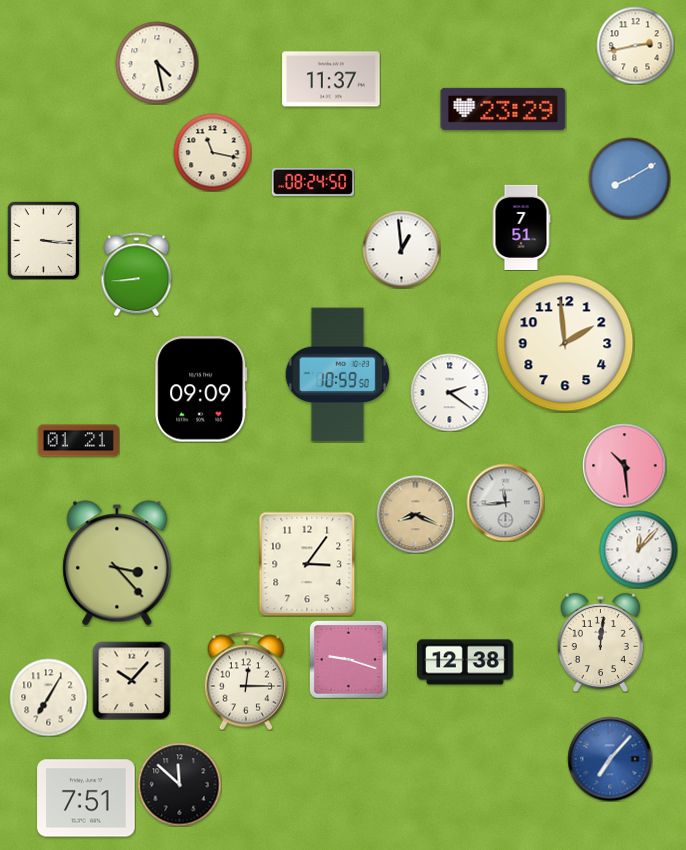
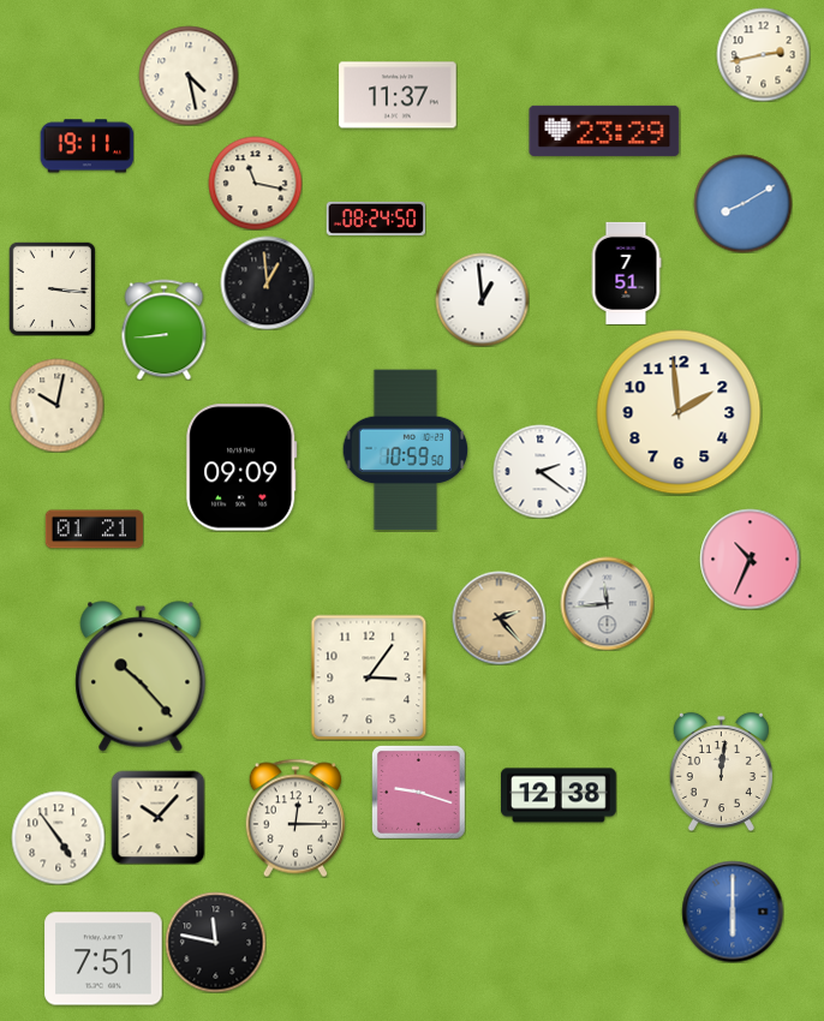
clock at (86, 147): none -> 19:11
clock at (629, 178) position: (629, 178) -> (742, 203)
clock at (267, 282): none -> 12:59
clock at (56, 405): none -> 10:02
clock at (624, 465): 10:29 -> 10:34
clock at (415, 514): 8:19 -> 2:23
clock at (638, 549): 12:07 -> none
clock at (117, 563): 3:23 -> 10:23
clock at (48, 697): 7:05 -> 4:54
clock at (610, 759): 7:07 -> 6:00
clock at (179, 784): 11:52 -> 11:47
